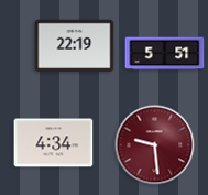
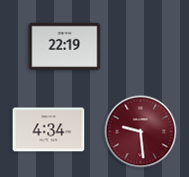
clock at (75, 46) position: (75, 46) -> (65, 47)
clock at (165, 54): 5:51 -> none
